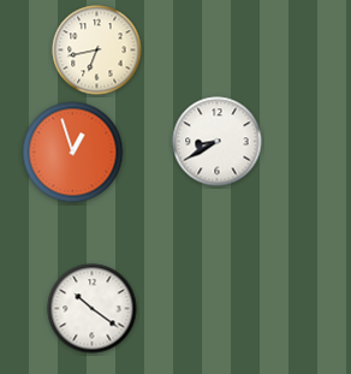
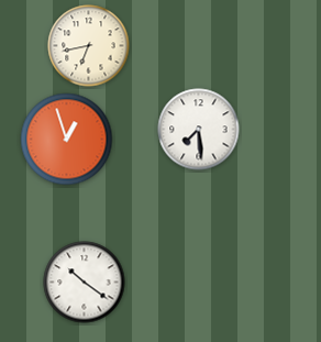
clock at (218, 142): 8:40 -> 7:29
